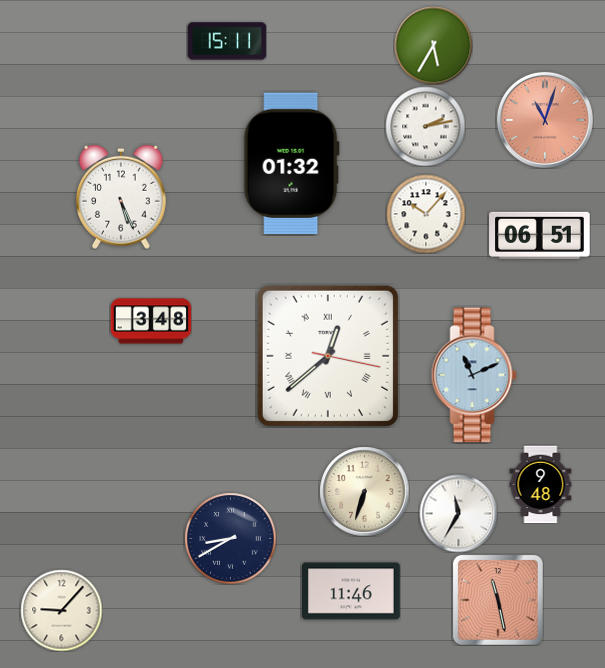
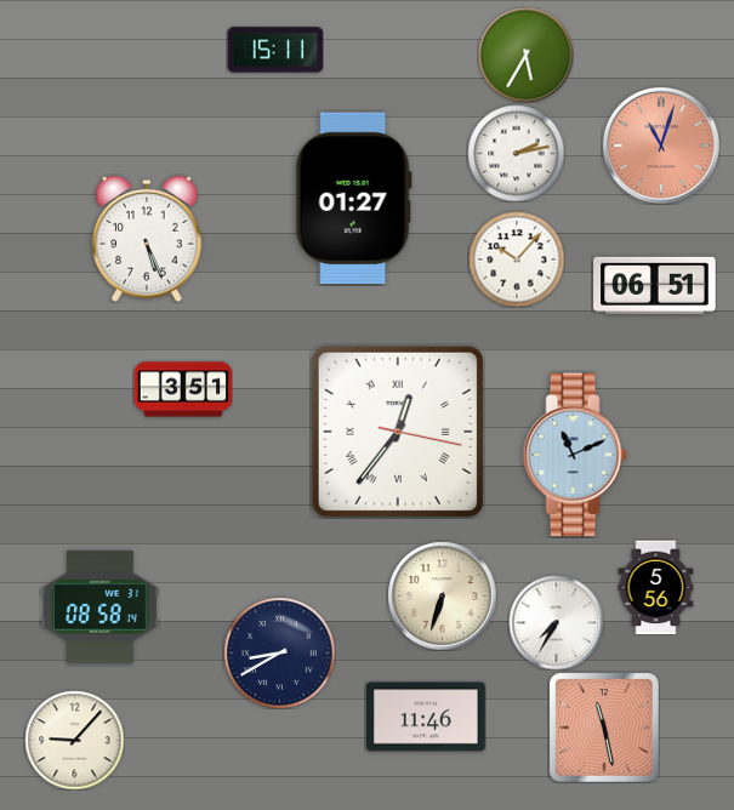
clock at (291, 163): 01:32 -> 01:27
clock at (151, 321): 3:48 -> 3:51
clock at (328, 356): 12:38 -> 12:36
clock at (541, 484): 9:48 -> 5:56
clock at (99, 606): none -> 08:58
clock at (458, 513): 11:35 -> 7:35
